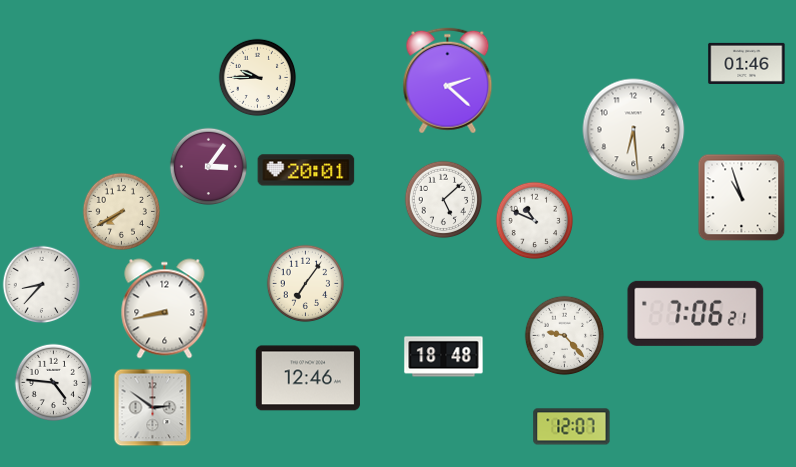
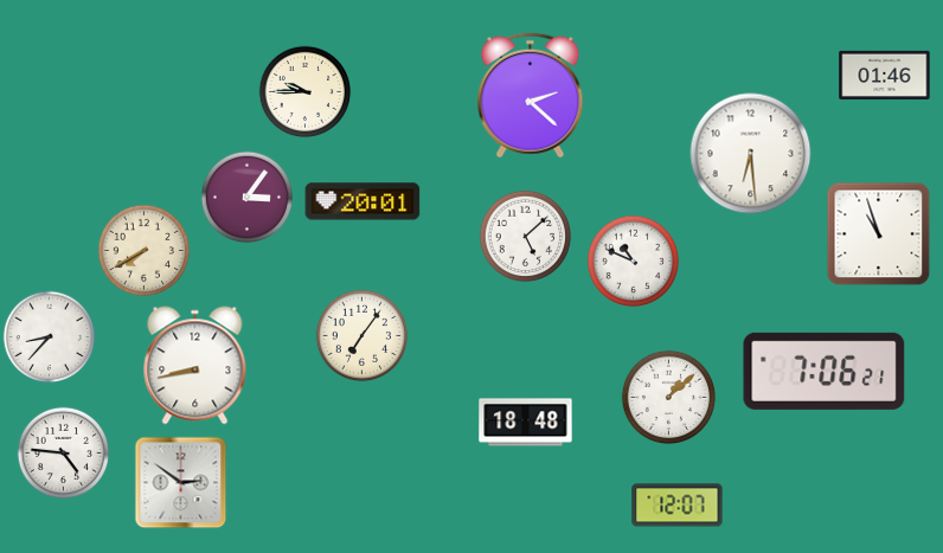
clock at (564, 335): 9:23 -> 1:08
clock at (308, 378): 12:46 -> none
